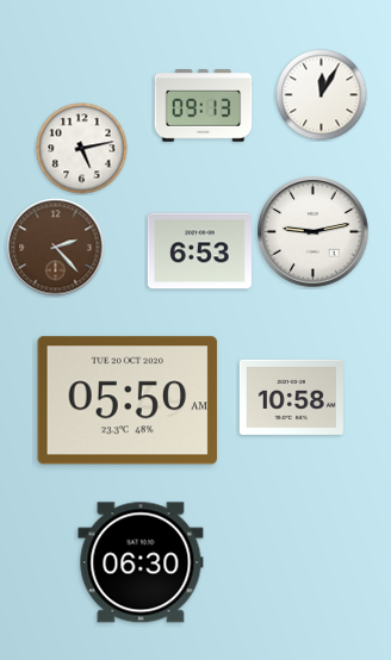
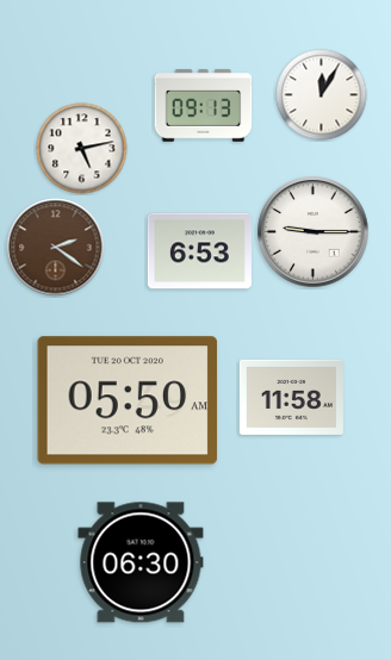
clock at (314, 232): 9:13 -> 9:15
clock at (56, 248): 2:23 -> 2:21
clock at (291, 397): 10:58 -> 11:58
